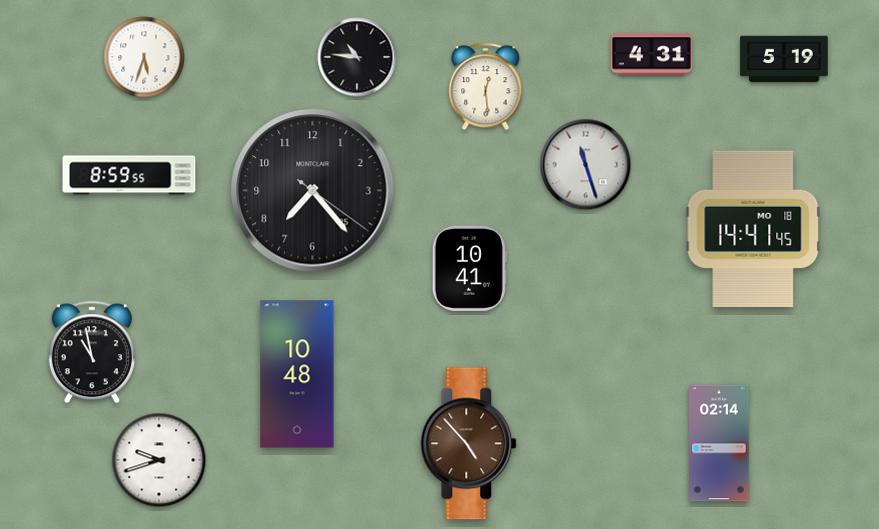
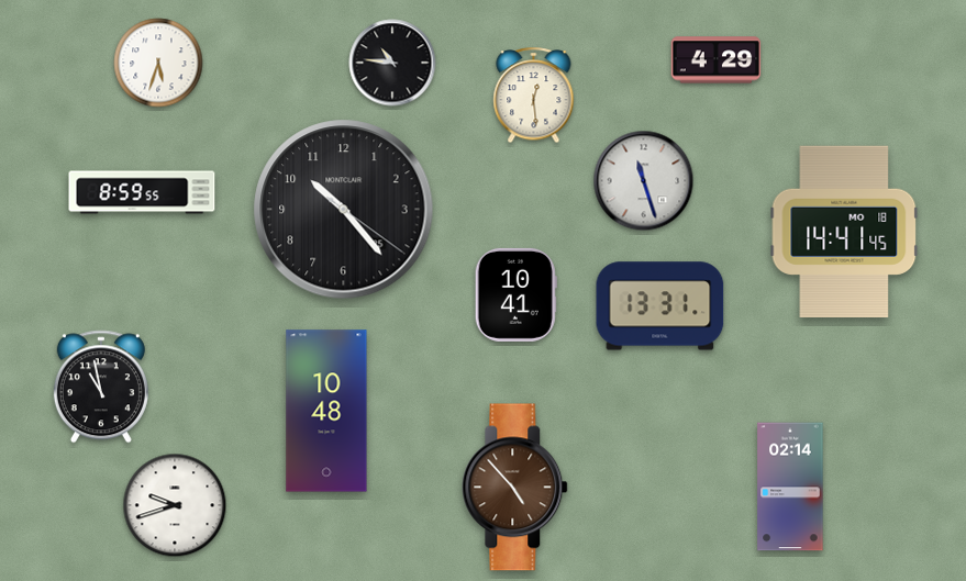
clock at (652, 55): 4:31 -> 4:29
clock at (784, 59): 5:19 -> none
clock at (313, 191): 7:23 -> 10:23
clock at (753, 229) position: (753, 229) -> (844, 232)
clock at (660, 306): none -> 13:31
